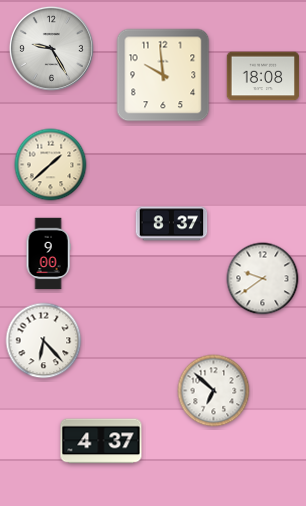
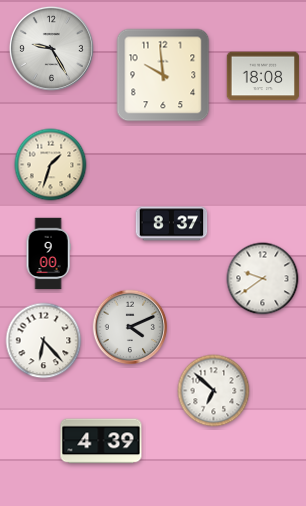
clock at (51, 165): 1:38 -> 1:33
clock at (130, 327): none -> 4:11
clock at (101, 441): 4:37 -> 4:39
